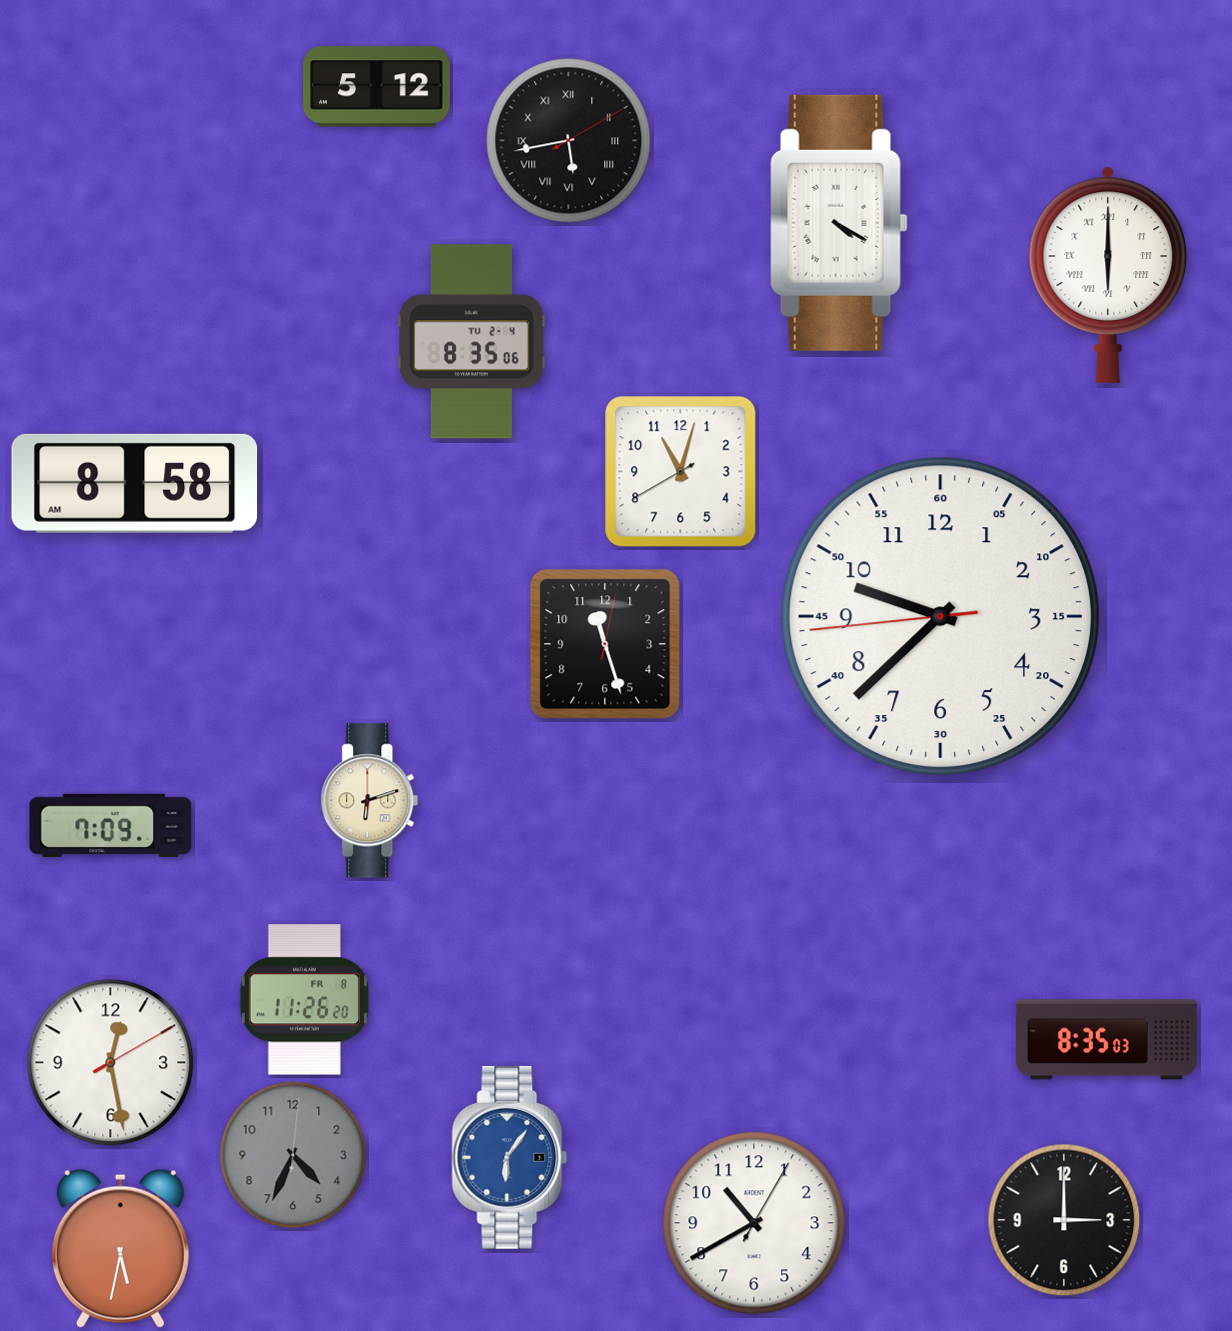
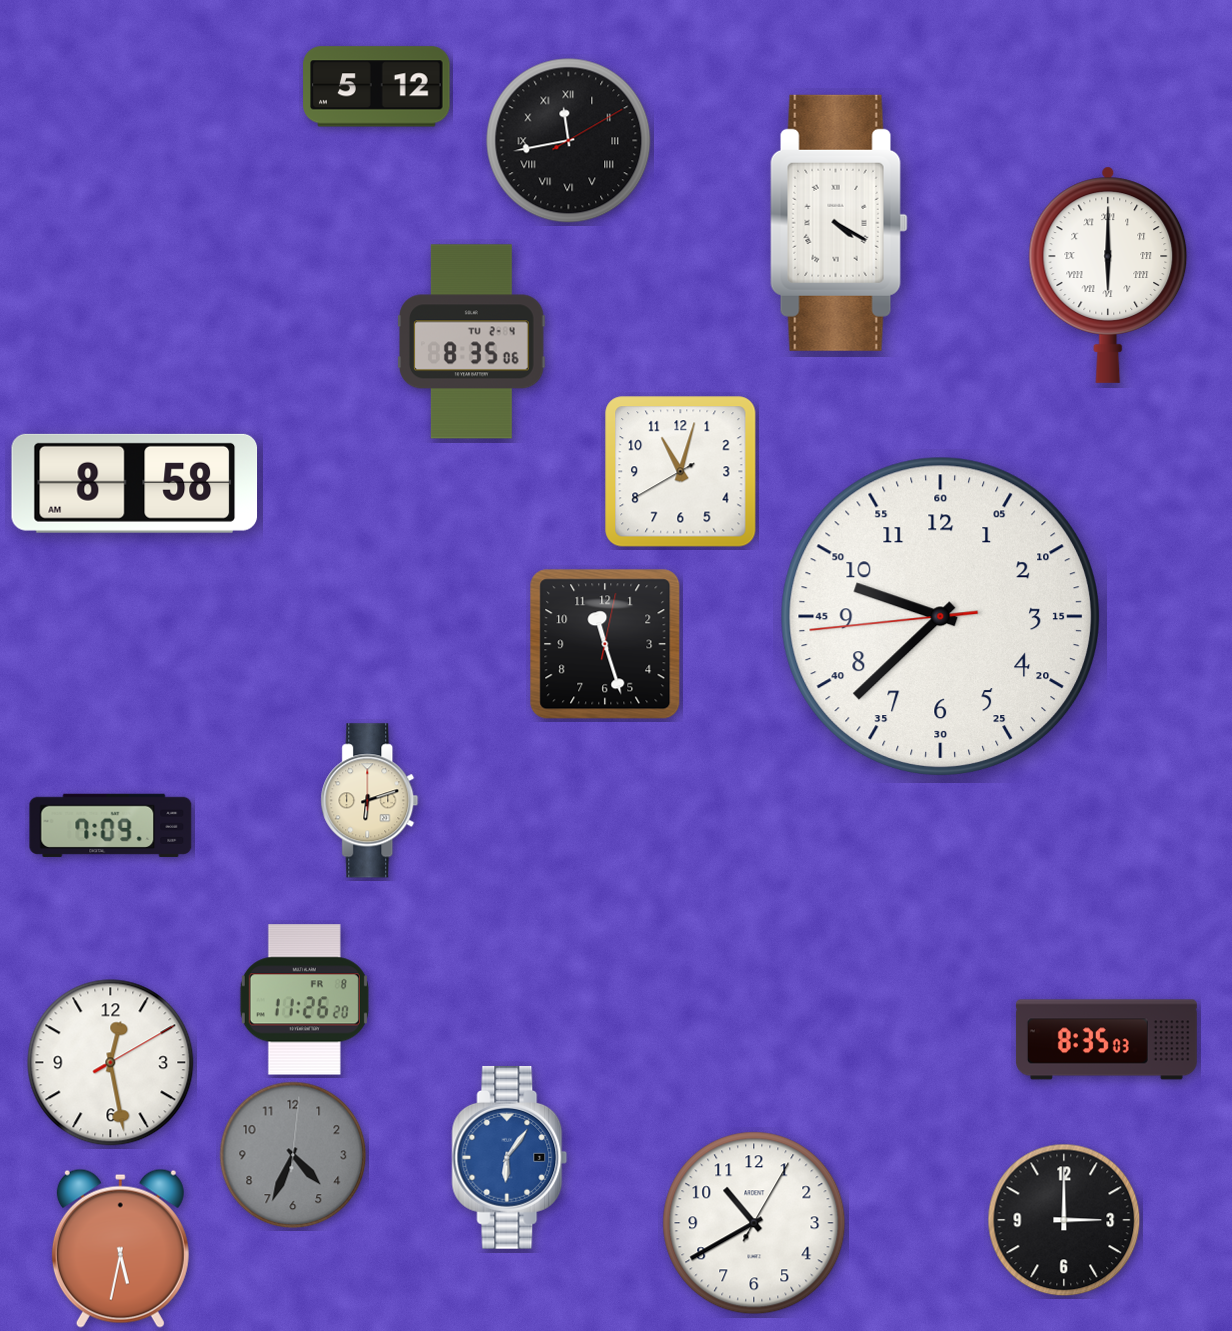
clock at (569, 141): 5:43 -> 11:43
